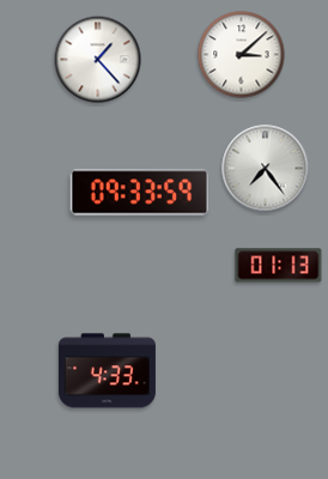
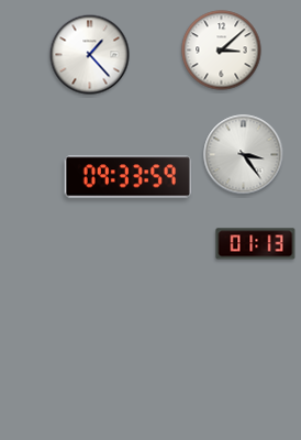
clock at (266, 169): 7:24 -> 3:24
clock at (107, 371): 4:33 -> none
